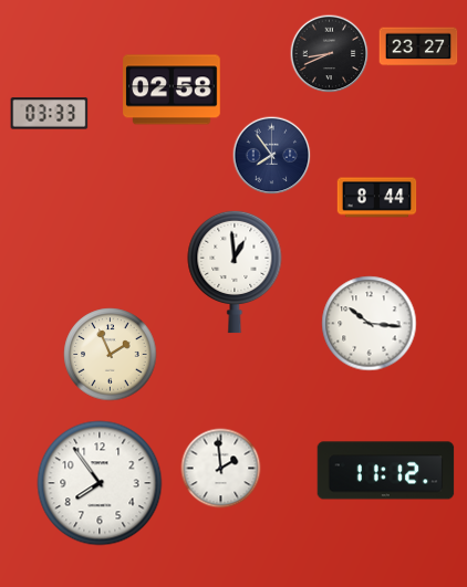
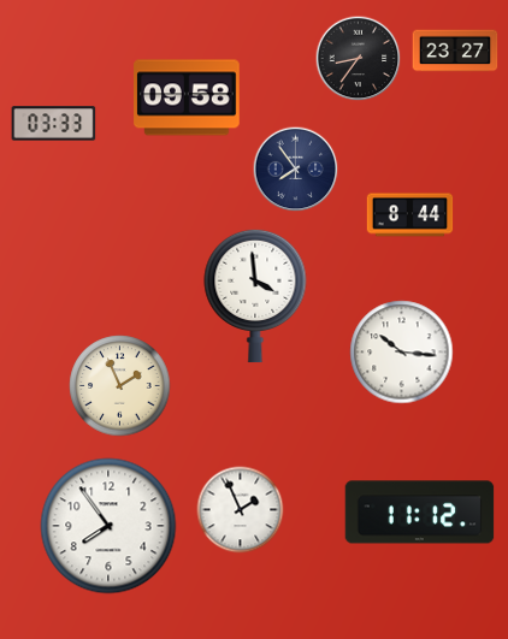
clock at (330, 54): 8:41 -> 8:36
clock at (172, 90): 02:58 -> 09:58
clock at (235, 272): 12:59 -> 3:59
clock at (221, 469): 1:59 -> 1:56
